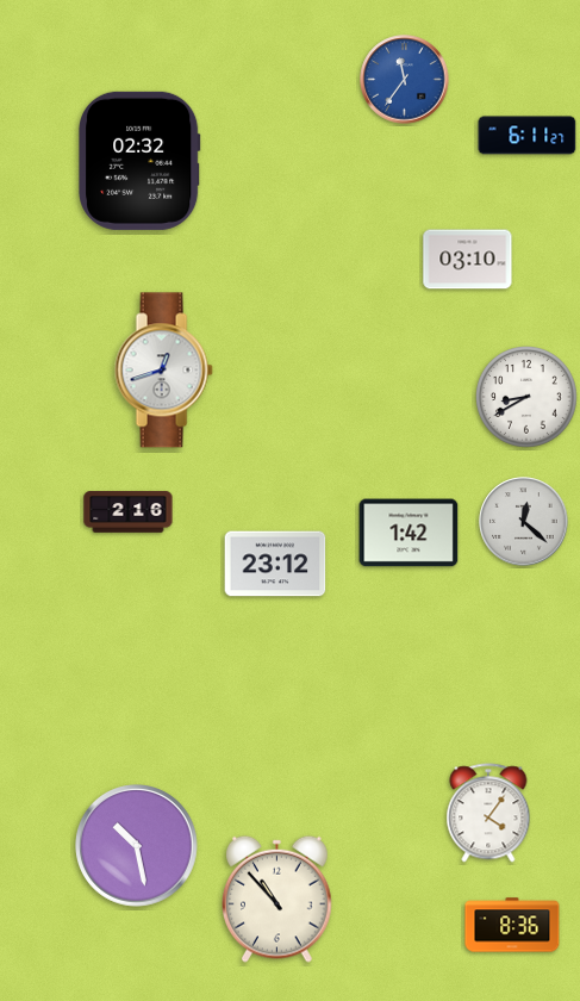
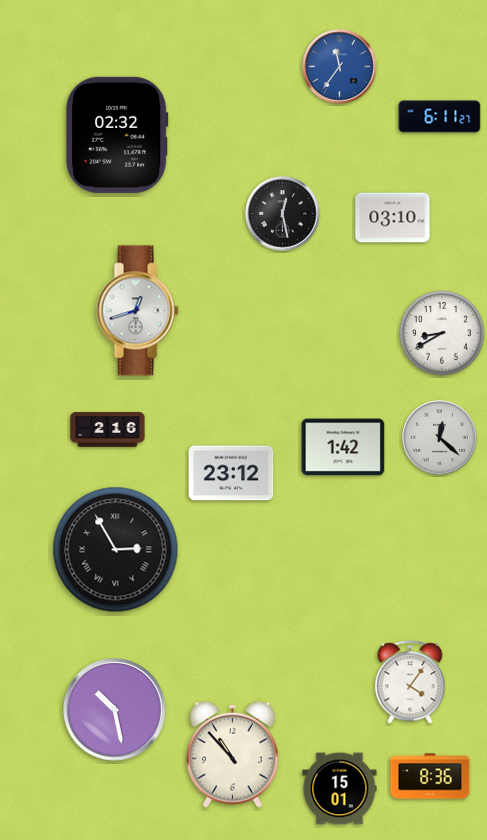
clock at (528, 136) position: (528, 136) -> (440, 117)
clock at (283, 214): none -> 12:28
clock at (116, 550): none -> 2:55
clock at (340, 789): none -> 15:01
